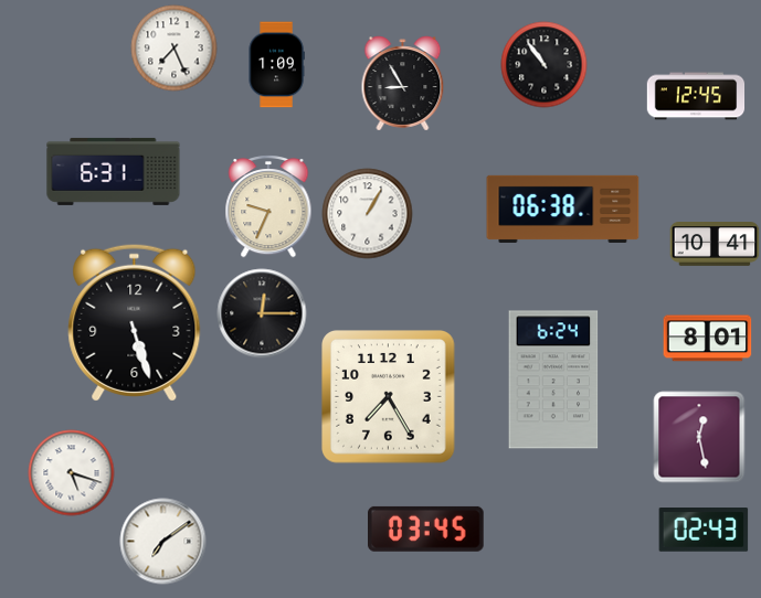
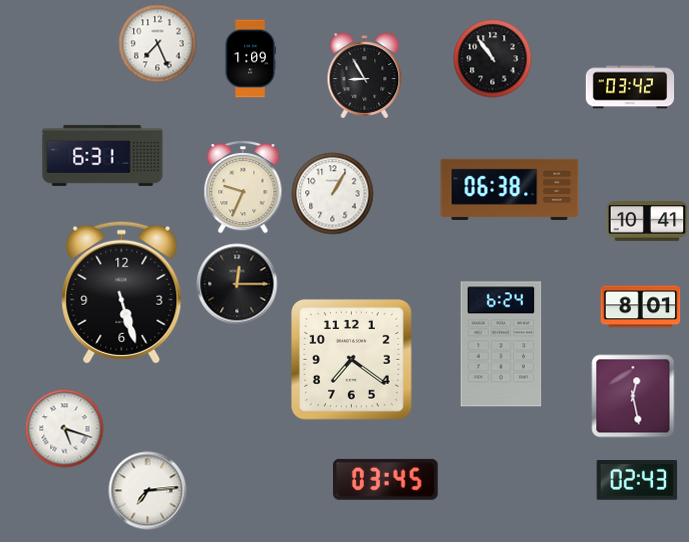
clock at (696, 96): 12:45 -> 03:42
clock at (389, 397): 7:25 -> 7:21
clock at (162, 541): 7:09 -> 7:14
